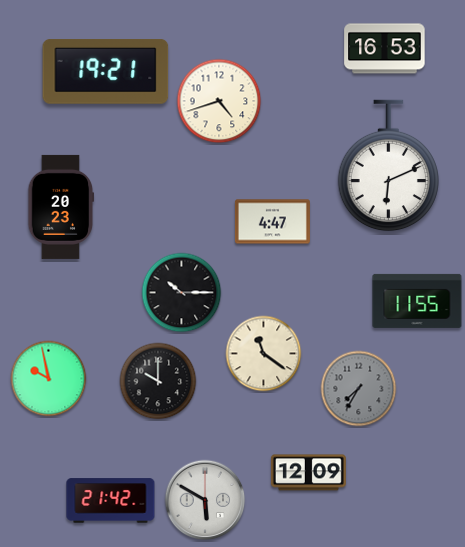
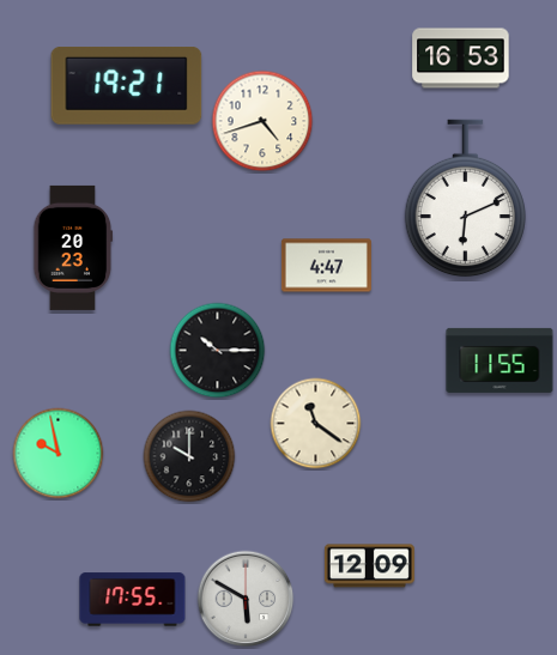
clock at (359, 389): 7:35 -> none
clock at (111, 501): 21:42 -> 17:55
